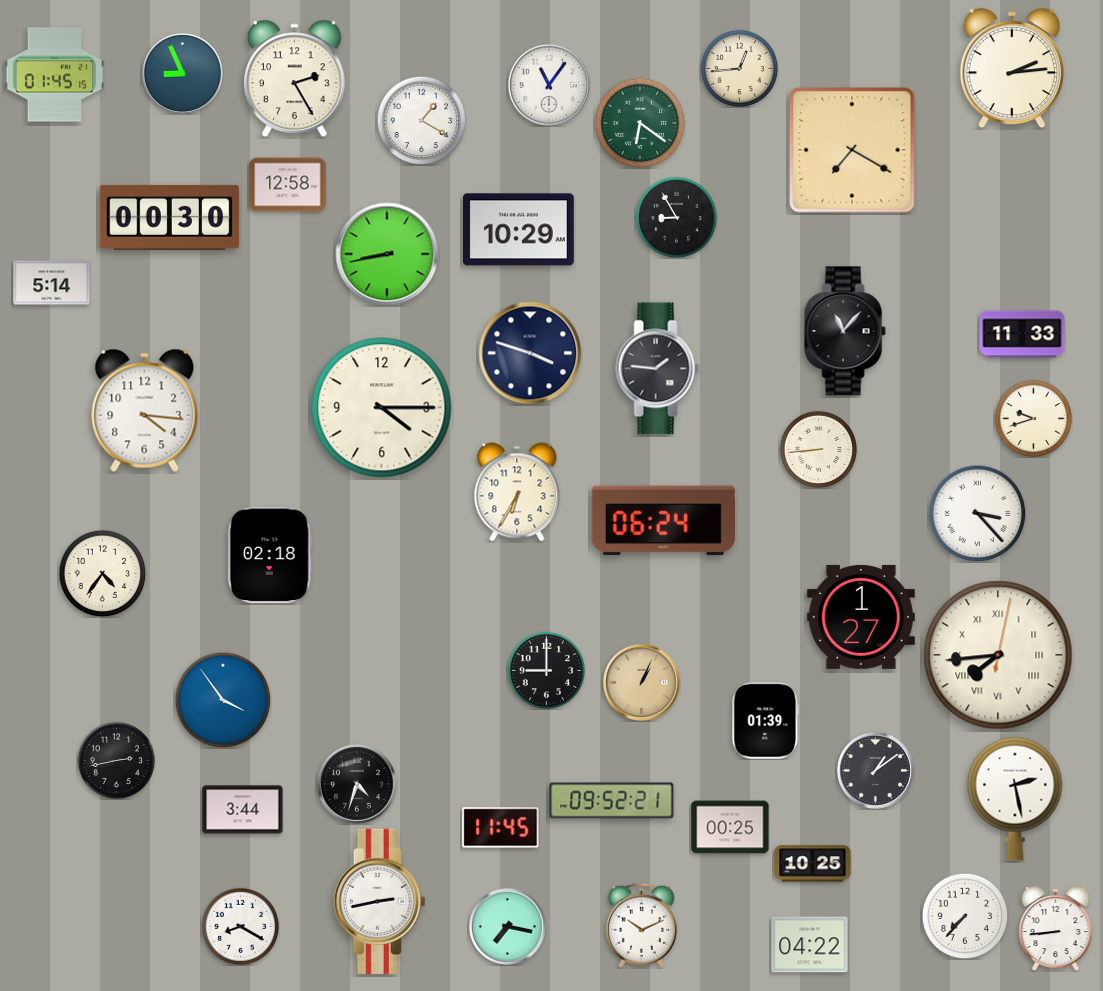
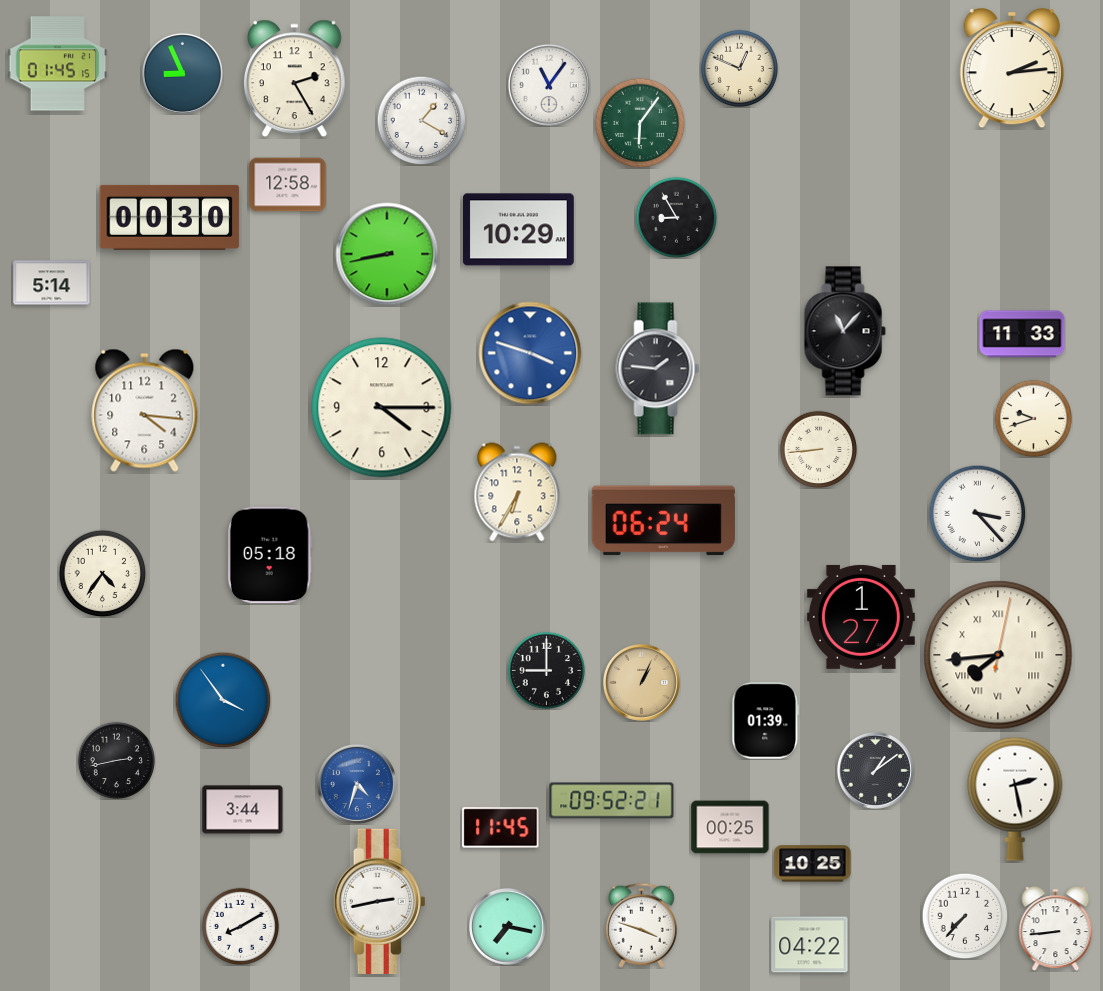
clock at (739, 68): 12:44 -> 12:49
clock at (55, 75) position: (55, 75) -> (58, 64)
clock at (640, 123): 6:21 -> 6:06
clock at (852, 150): 7:20 -> none
clock at (530, 353) dial: navy -> blue
clock at (270, 555): 02:18 -> 05:18
clock at (357, 784) dial: black -> blue
clock at (641, 925): 10:11 -> 3:48
clock at (240, 926): 8:20 -> 8:10
